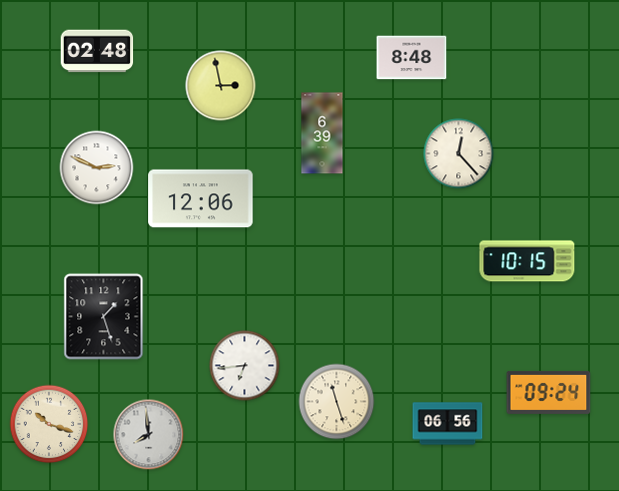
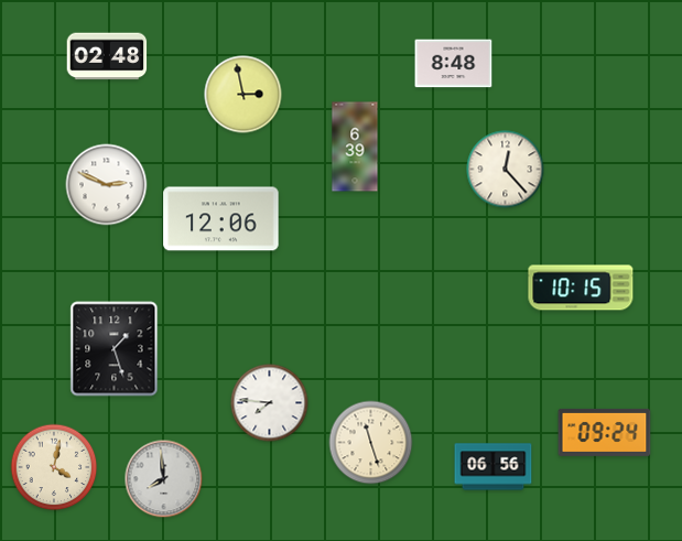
clock at (245, 366): 6:44 -> 7:46
clock at (49, 424): 10:18 -> 4:02
